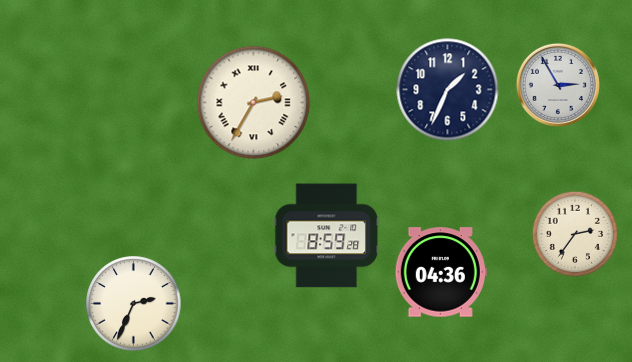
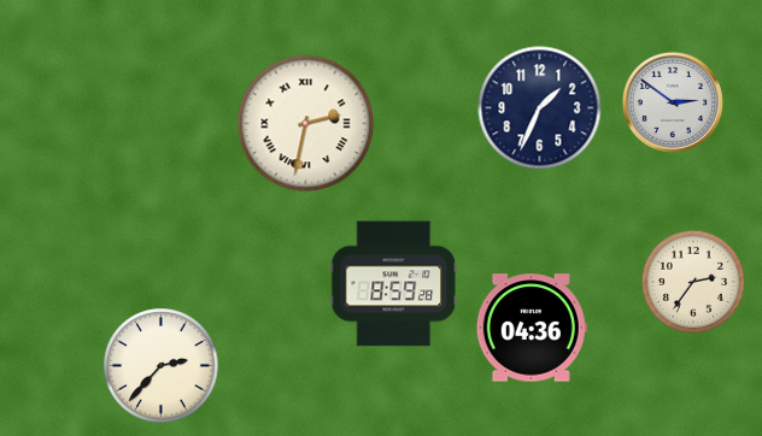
clock at (558, 85): 2:55 -> 2:51
clock at (254, 103): 2:35 -> 2:32
clock at (134, 304): 2:34 -> 2:37
